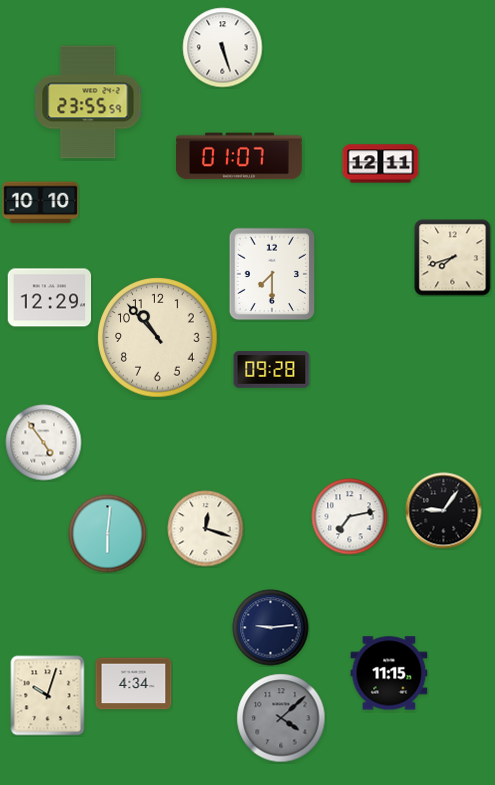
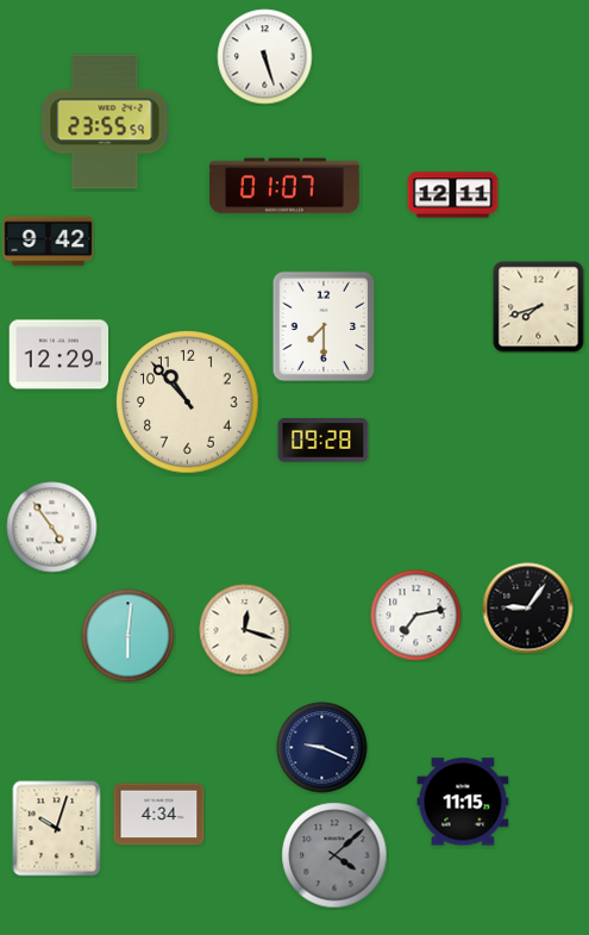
clock at (41, 203): 10:10 -> 9:42
clock at (271, 628): 9:14 -> 9:19
